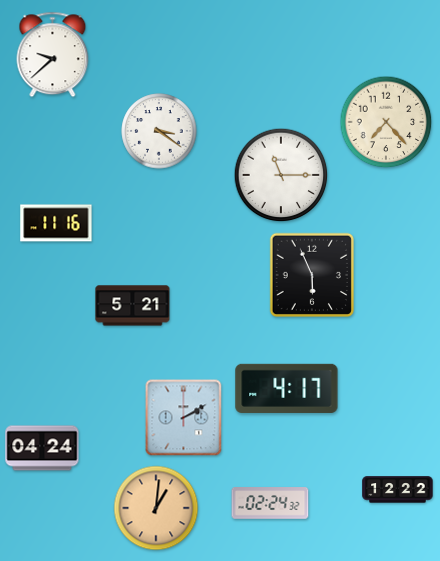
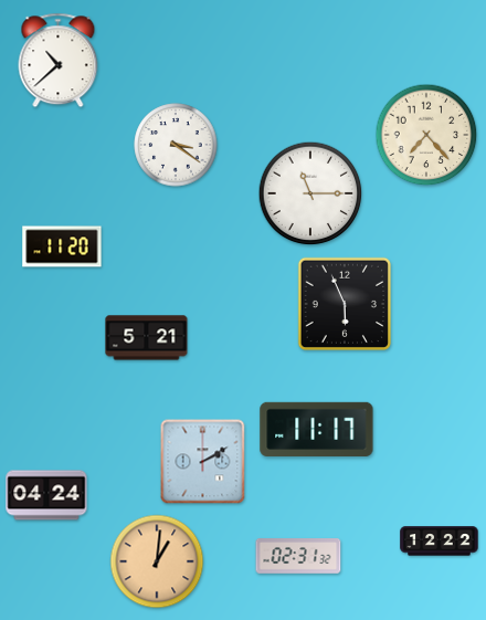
clock at (53, 55): 9:38 -> 10:38
clock at (56, 223): 11:16 -> 11:20
clock at (287, 388): 4:17 -> 11:17
clock at (270, 503): 02:24 -> 02:31
clock at (156, 508) position: (156, 508) -> (157, 561)
